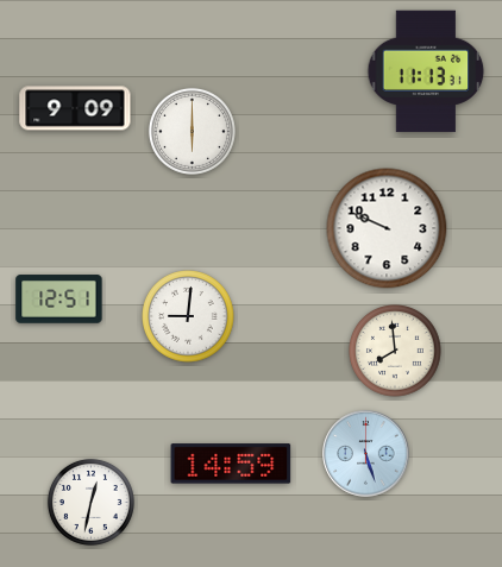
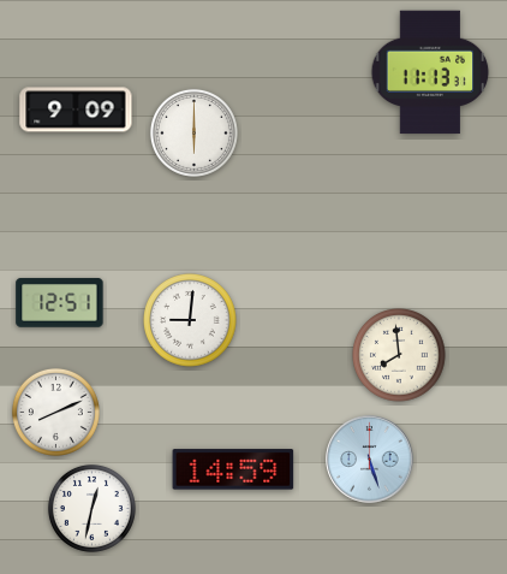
clock at (387, 228): 9:49 -> none
clock at (55, 412): none -> 8:11
